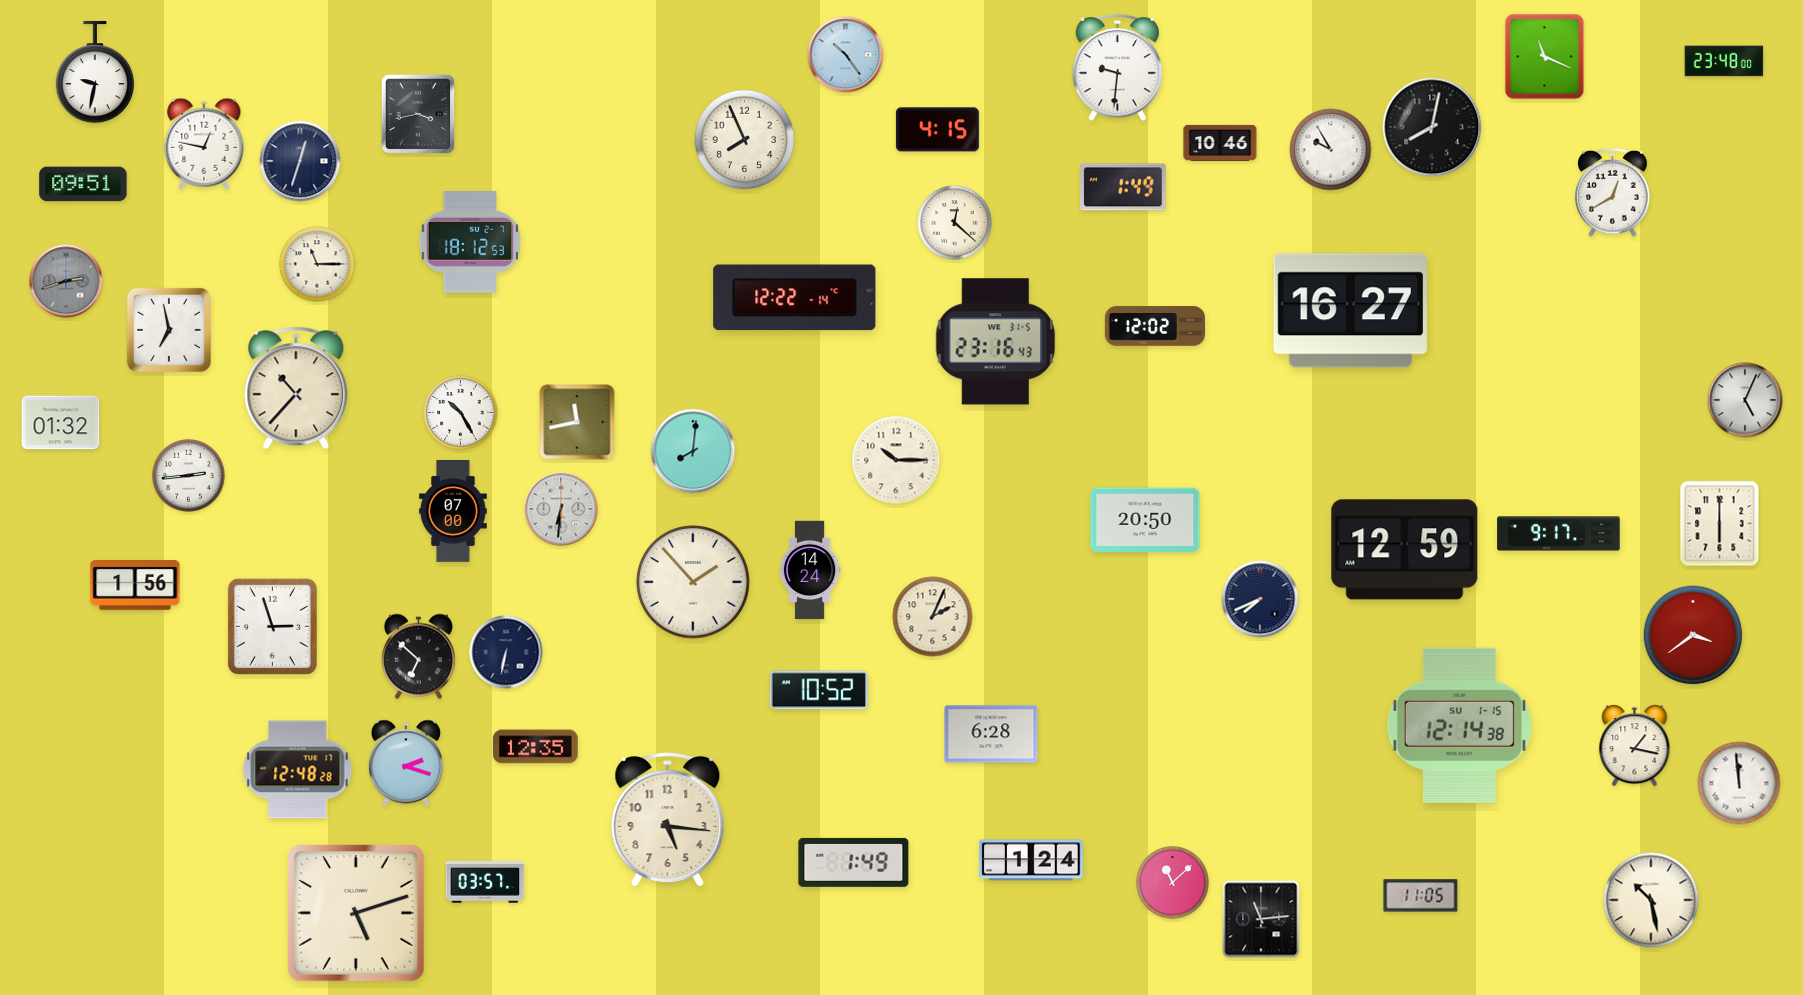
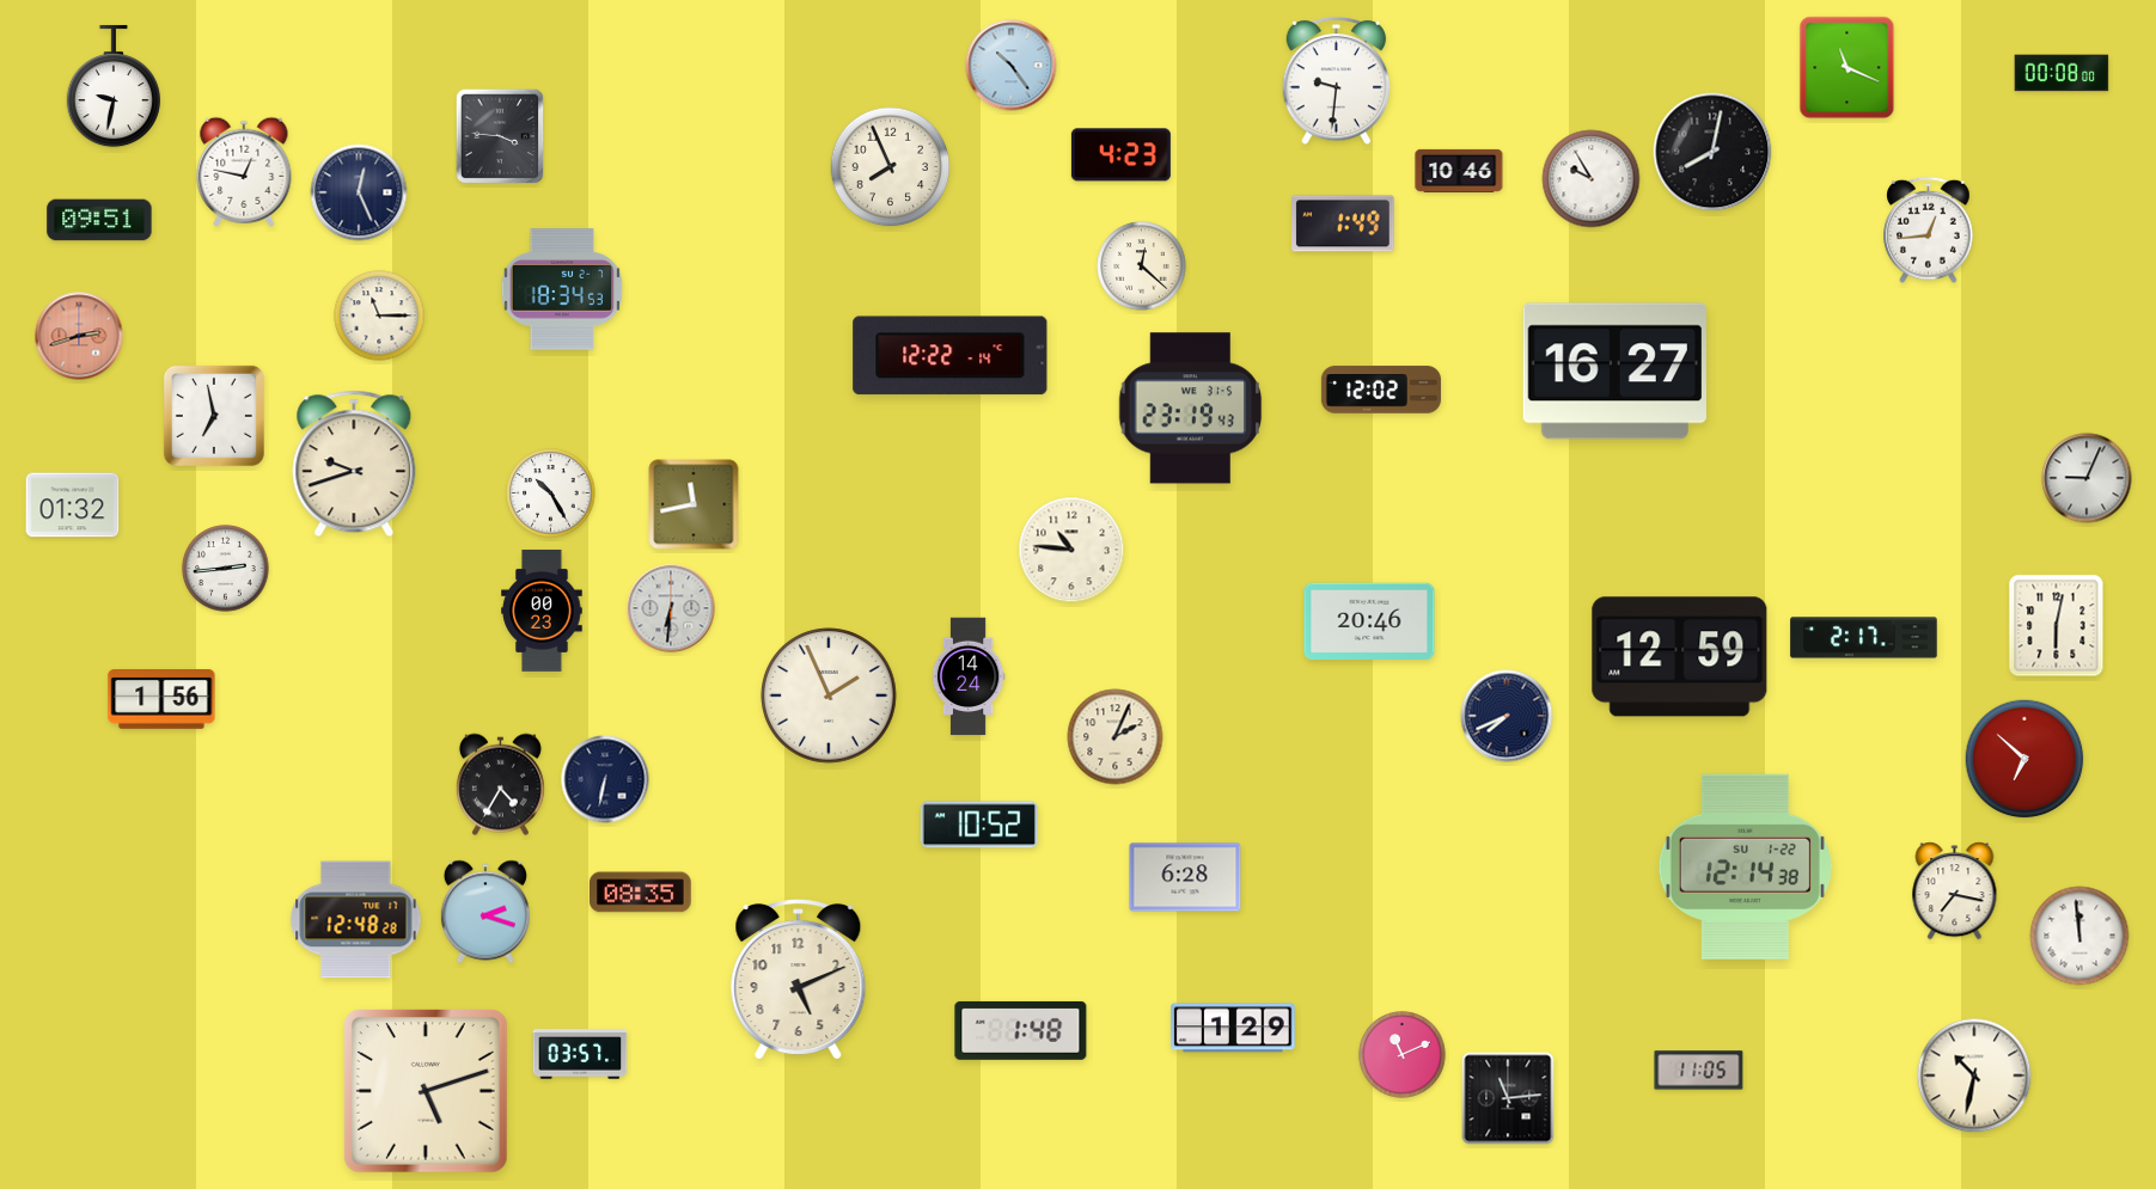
clock at (1724, 61): 23:48 -> 00:08
clock at (418, 114): 3:43 -> 3:46
clock at (937, 130): 4:15 -> 4:23
clock at (300, 161): 12:33 -> 12:26
clock at (1613, 193): 12:40 -> 12:44
clock at (470, 242): 18:12 -> 18:34
clock at (66, 281) dial: grey -> salmon
clock at (169, 330) position: (169, 330) -> (214, 416)
clock at (996, 342): 23:16 -> 23:19
clock at (296, 388): 10:37 -> 9:42
clock at (1745, 400): 5:04 -> 9:04
clock at (577, 422) position: (577, 422) -> (694, 504)
clock at (693, 451): 8:01 -> none
clock at (896, 460): 10:15 -> 10:46
clock at (453, 511): 07:00 -> 00:23
clock at (1145, 520): 20:50 -> 20:46
clock at (1720, 524): 6:00 -> 6:02
clock at (1559, 534): 9:17 -> 2:17
clock at (810, 570) position: (810, 570) -> (969, 676)
clock at (693, 582): 1:53 -> 1:56
clock at (272, 626): 2:57 -> none
clock at (1693, 635): 3:39 -> 6:52
clock at (418, 657): 6:52 -> 4:35
clock at (1459, 725) date: SU 1-15 -> SU 1-22
clock at (1635, 746): 1:17 -> 7:17
clock at (536, 747): 12:35 -> 08:35
clock at (668, 819): 5:16 -> 5:11
clock at (1031, 860): 1:24 -> 1:29
clock at (854, 862): 1:49 -> 1:48
clock at (1173, 883): 11:08 -> 11:11
clock at (1651, 900): 10:28 -> 10:32
